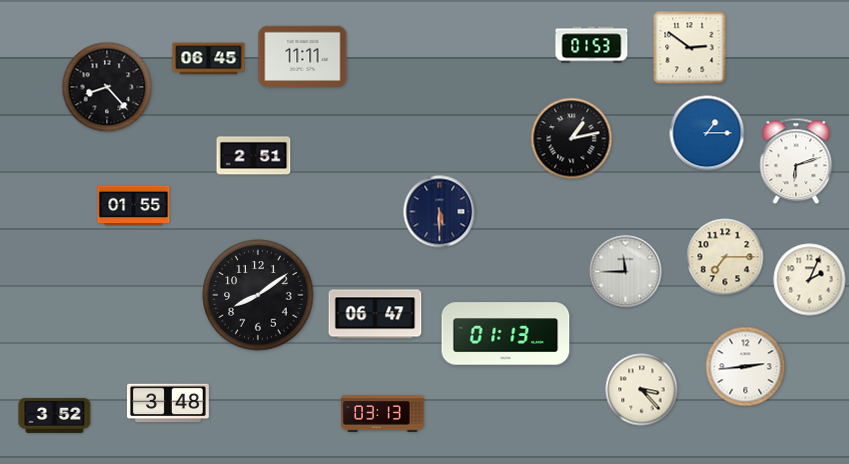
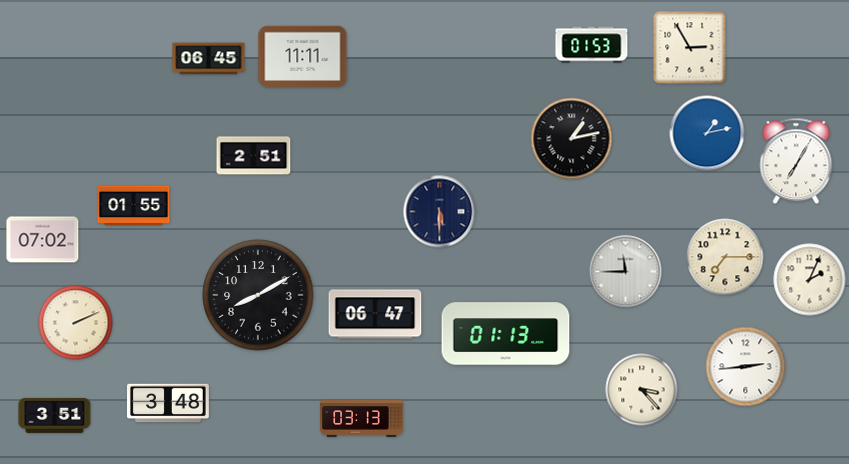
clock at (690, 48): 2:51 -> 2:55
clock at (107, 87): 8:23 -> none
clock at (707, 133): 1:15 -> 1:13
clock at (796, 161): 6:12 -> 7:05
clock at (43, 240): none -> 07:02
clock at (258, 295): 8:09 -> 8:10
clock at (76, 323): none -> 2:11
clock at (383, 414) position: (383, 414) -> (362, 419)
clock at (55, 415): 3:52 -> 3:51
